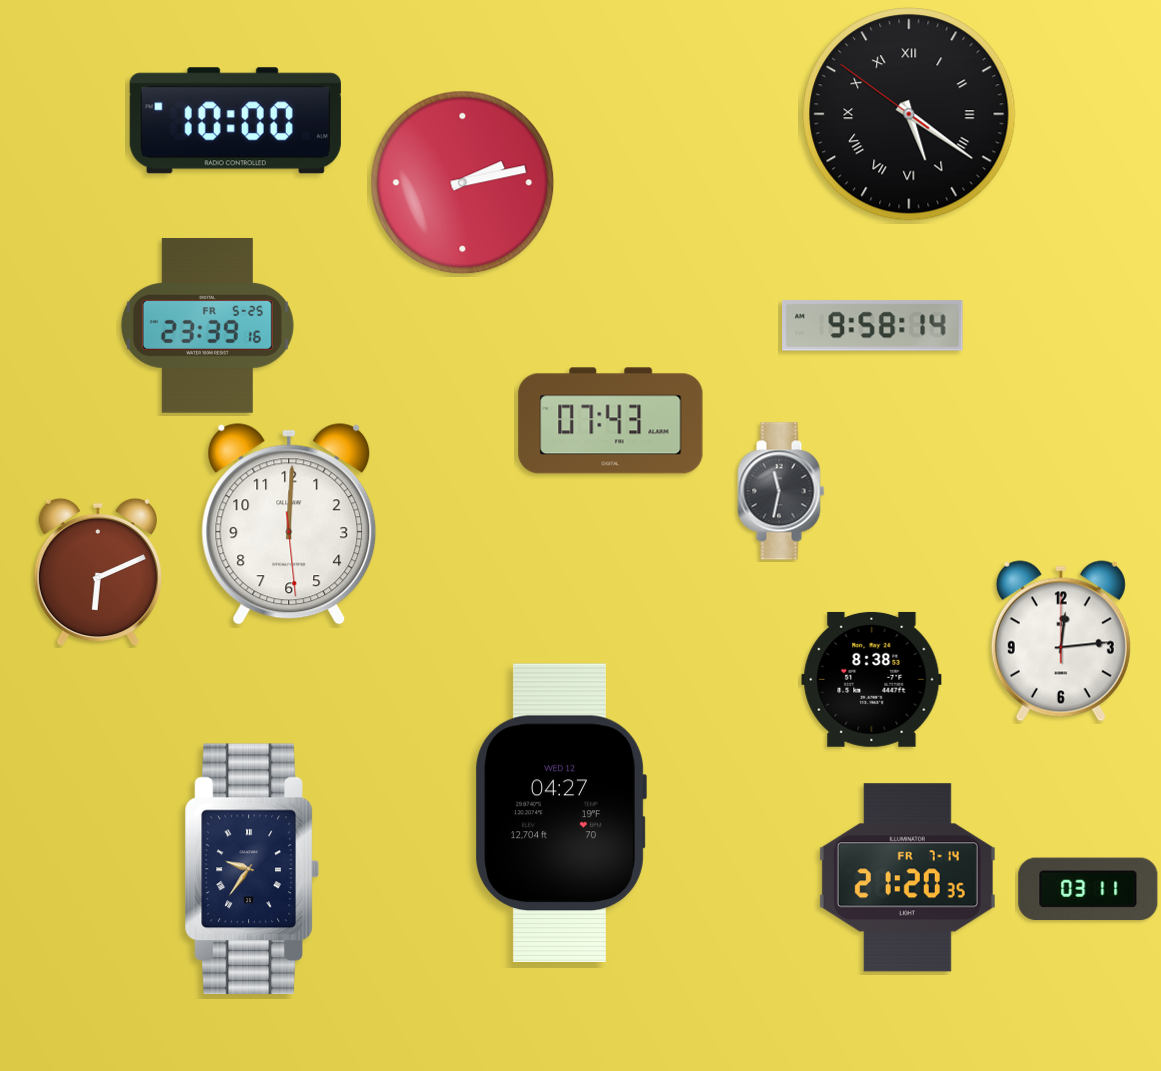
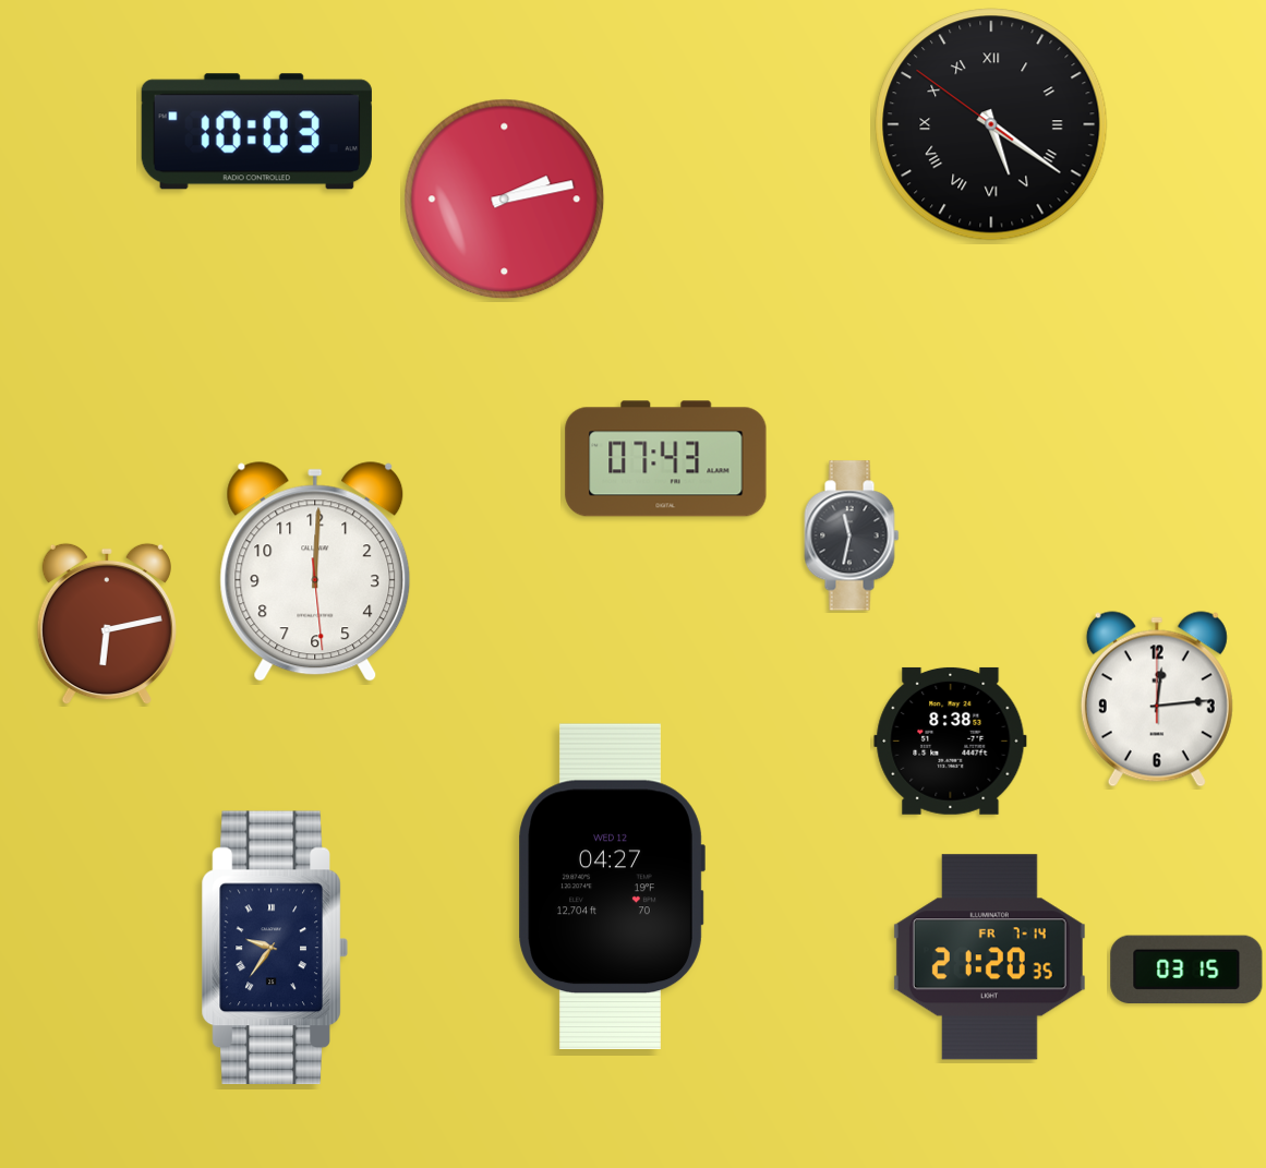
clock at (235, 121): 10:00 -> 10:03
clock at (207, 326): 23:39 -> none
clock at (873, 326): 9:58 -> none
clock at (98, 572): 6:11 -> 6:13
clock at (1088, 889): 03:11 -> 03:15
